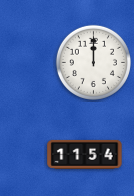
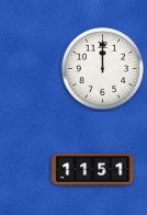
clock at (85, 154): 11:54 -> 11:51
